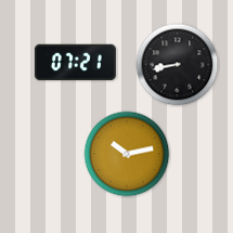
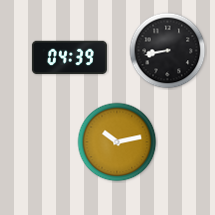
clock at (75, 63): 07:21 -> 04:39
clock at (178, 65) position: (178, 65) -> (168, 51)
